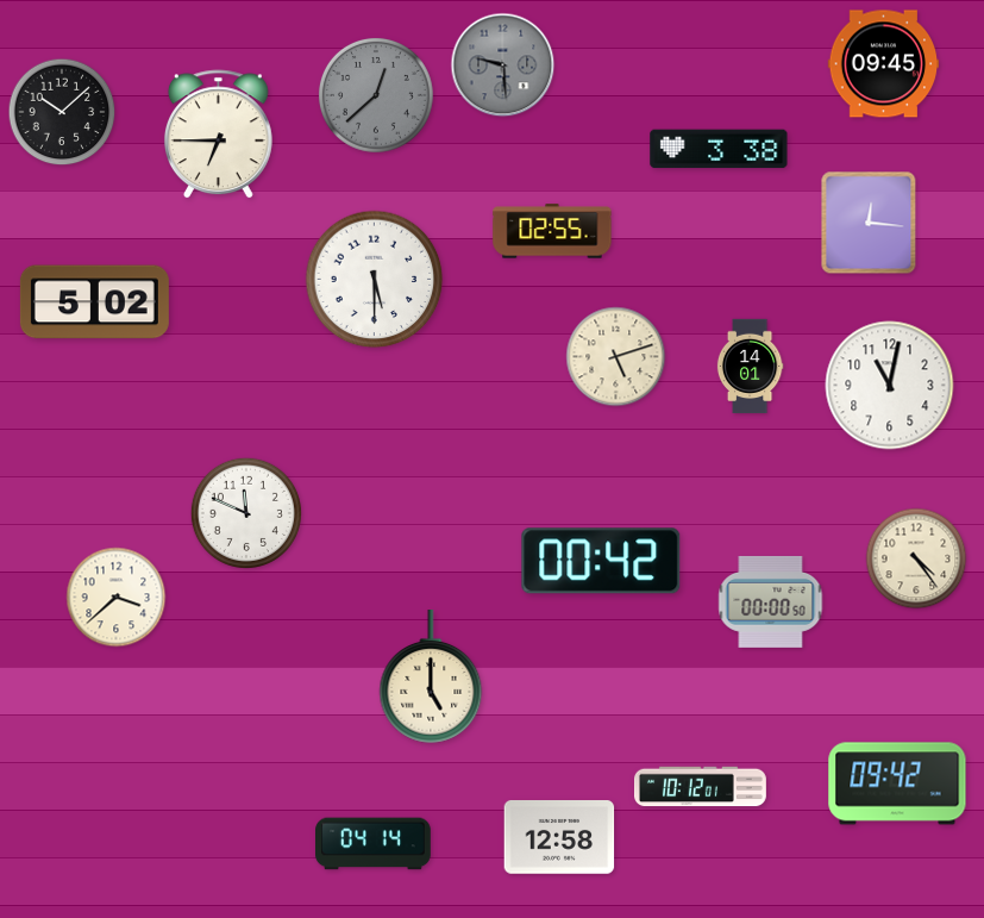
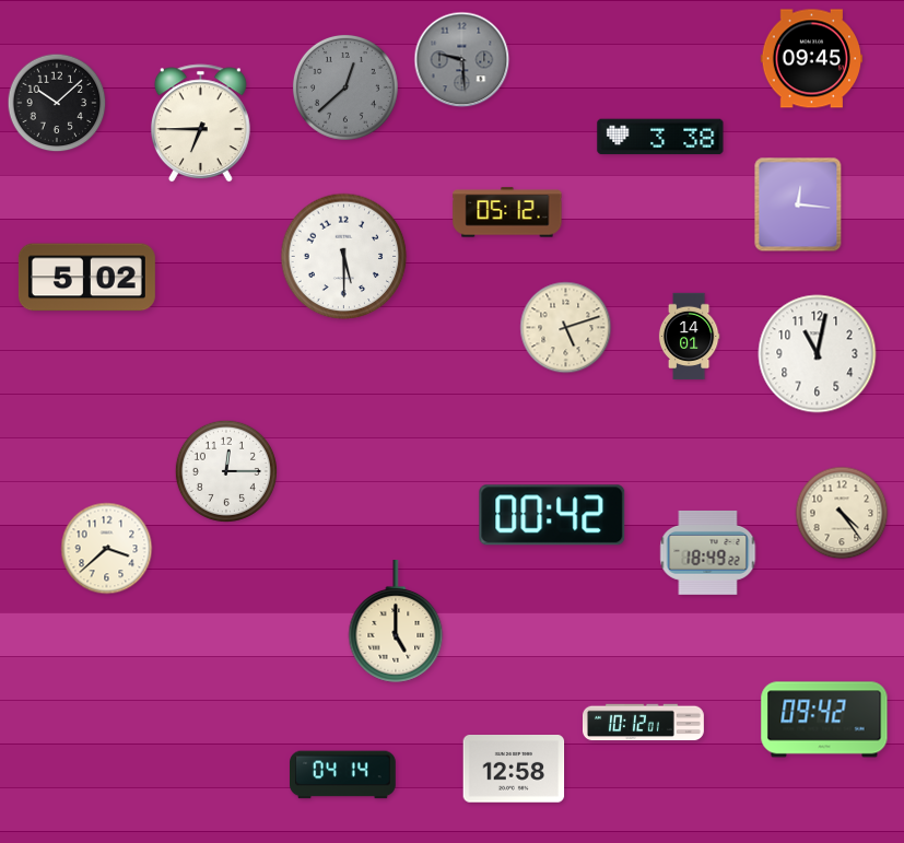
clock at (552, 231): 02:55 -> 05:12
clock at (246, 513): 11:49 -> 12:15
clock at (771, 602): 00:00 -> 18:49
